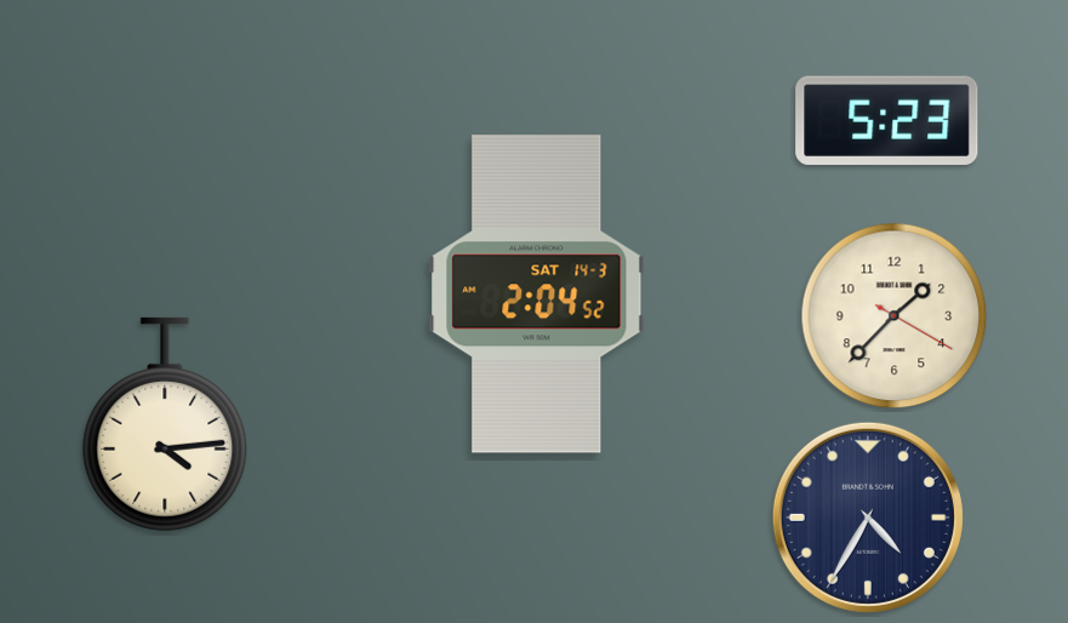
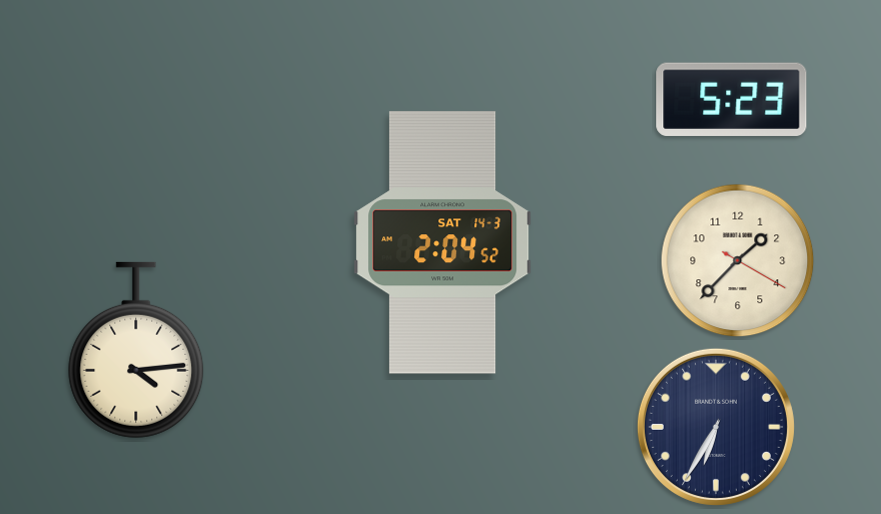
clock at (868, 518): 4:35 -> 6:35
